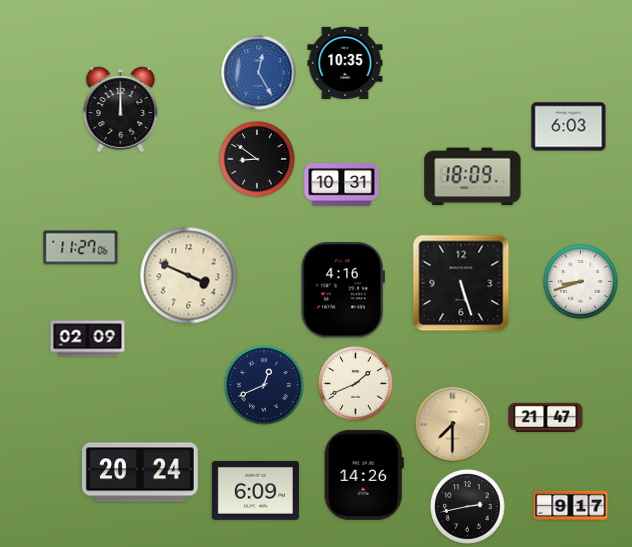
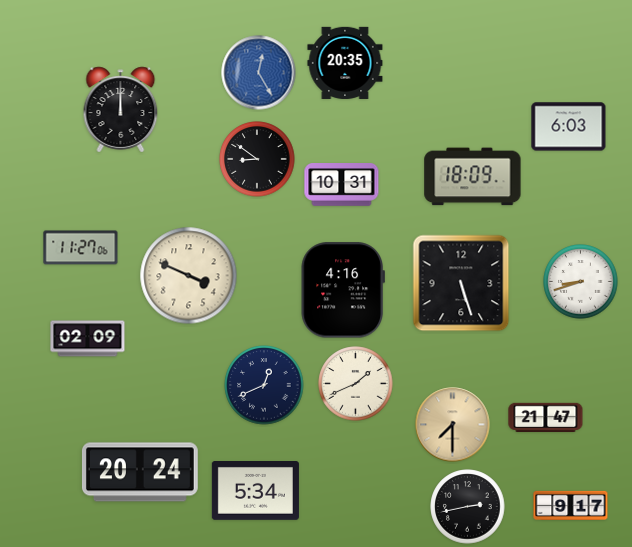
clock at (345, 63): 10:35 -> 20:35
clock at (364, 475): 14:26 -> none
clock at (255, 491): 6:09 -> 5:34
